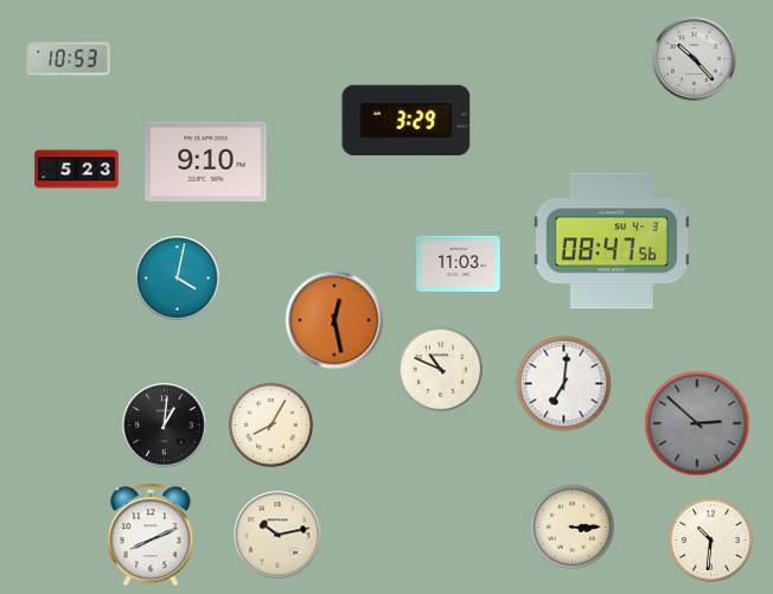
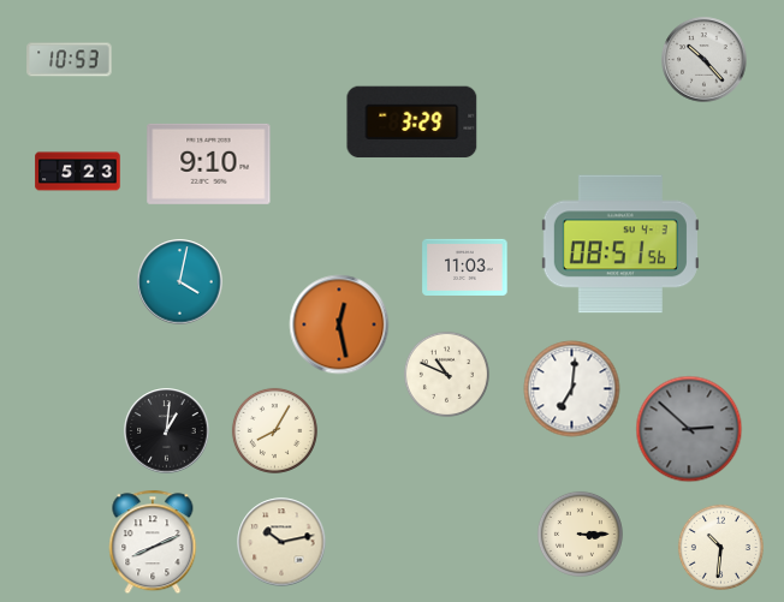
clock at (612, 241): 08:47 -> 08:51
clock at (697, 423) position: (697, 423) -> (689, 429)
